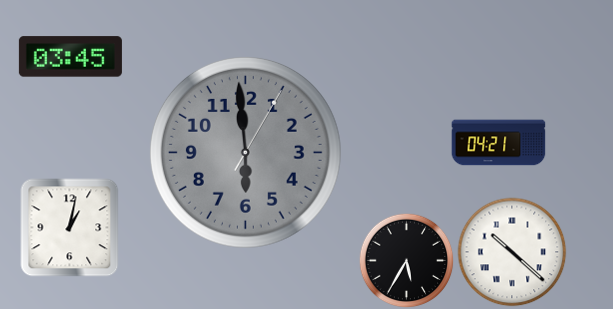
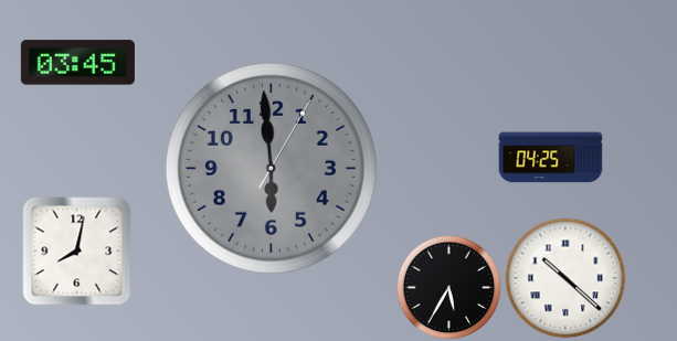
clock at (499, 143): 04:21 -> 04:25
clock at (70, 228): 1:02 -> 8:02
